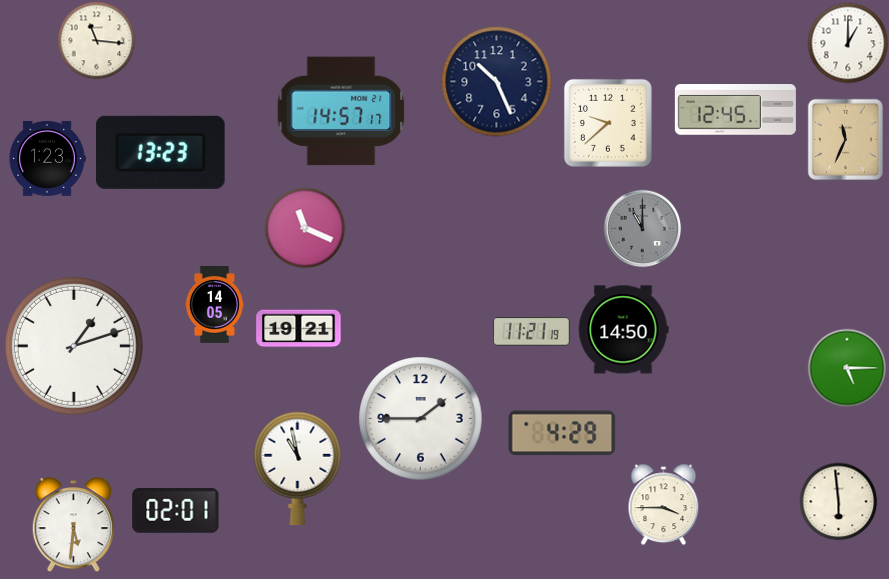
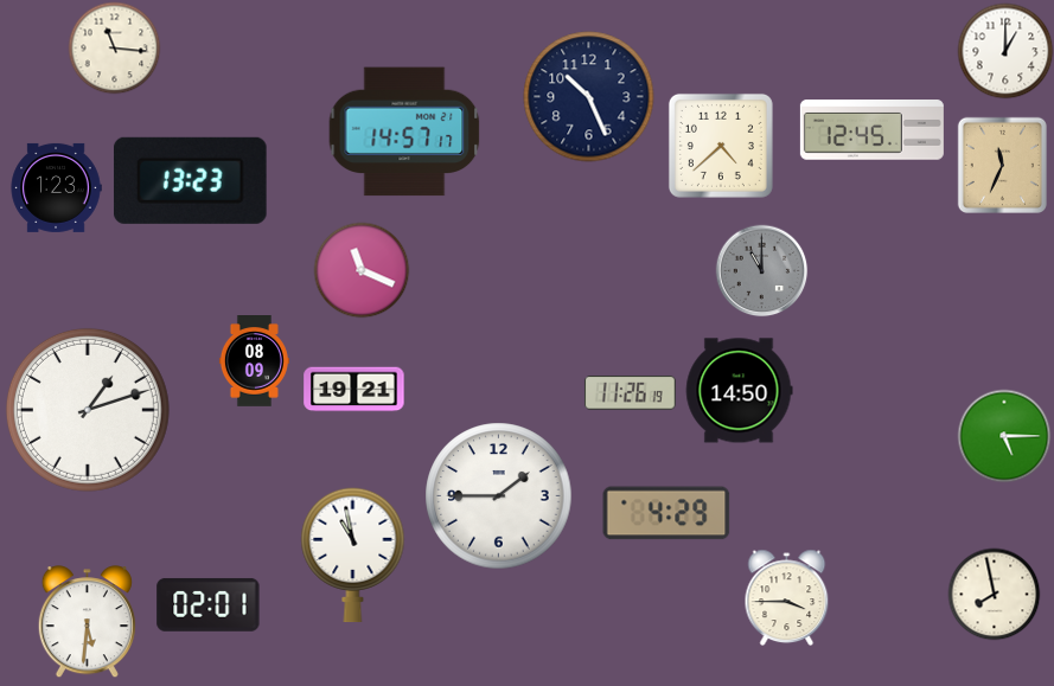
clock at (608, 123): 9:38 -> 4:38
clock at (214, 305): 14:05 -> 08:09
clock at (531, 332): 11:21 -> 11:26
clock at (838, 501): 5:59 -> 7:58
